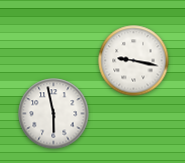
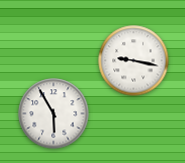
clock at (54, 114): 5:58 -> 5:55
